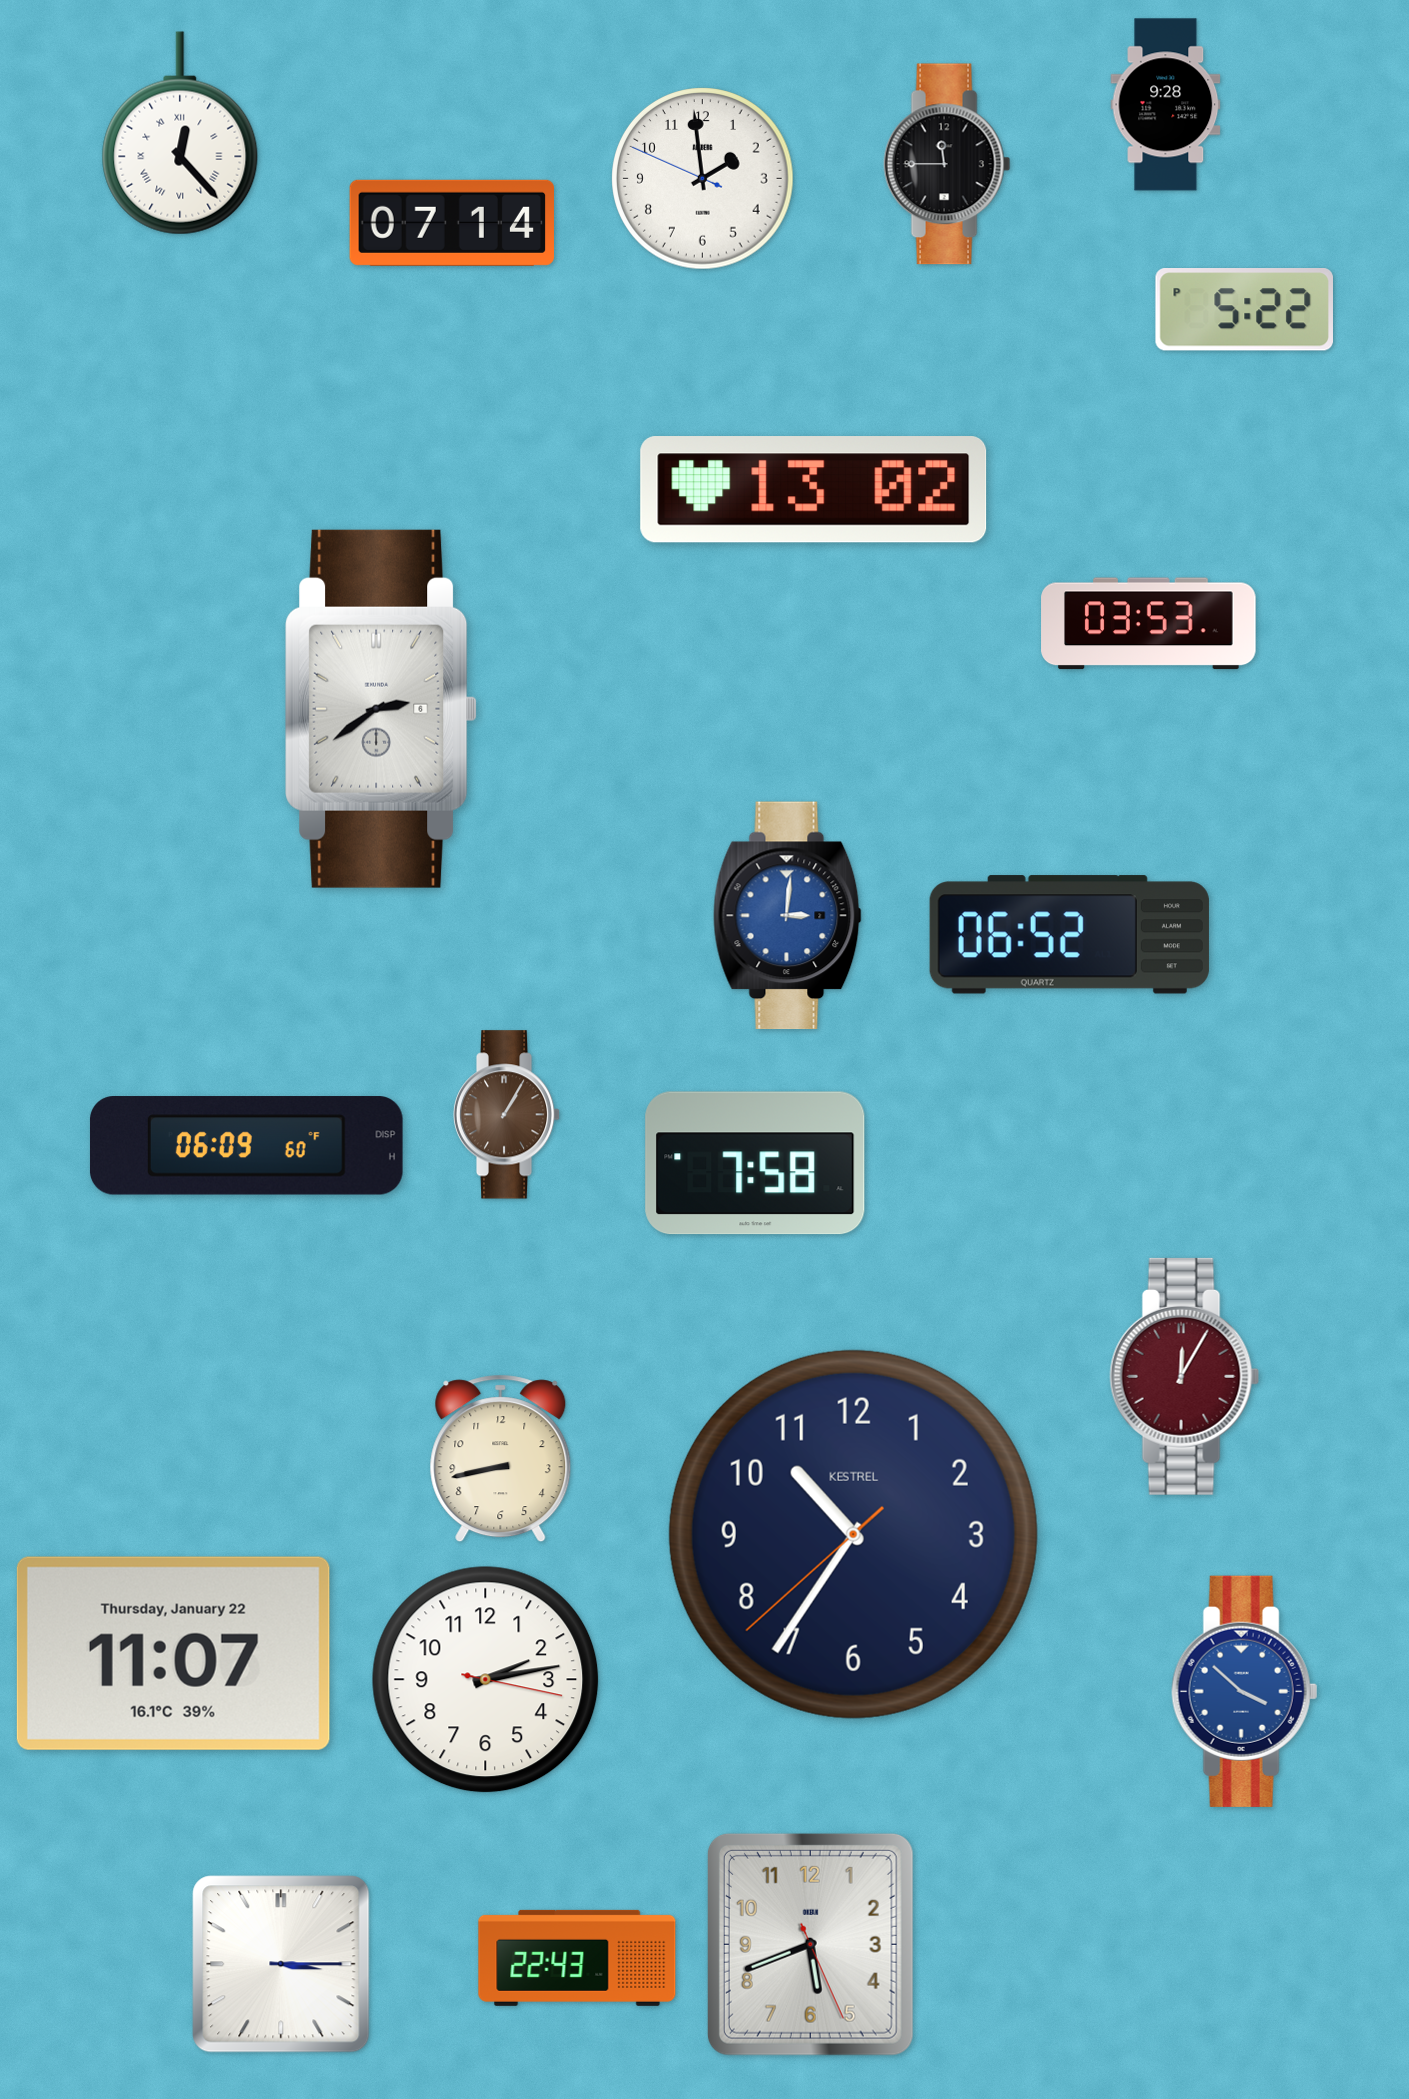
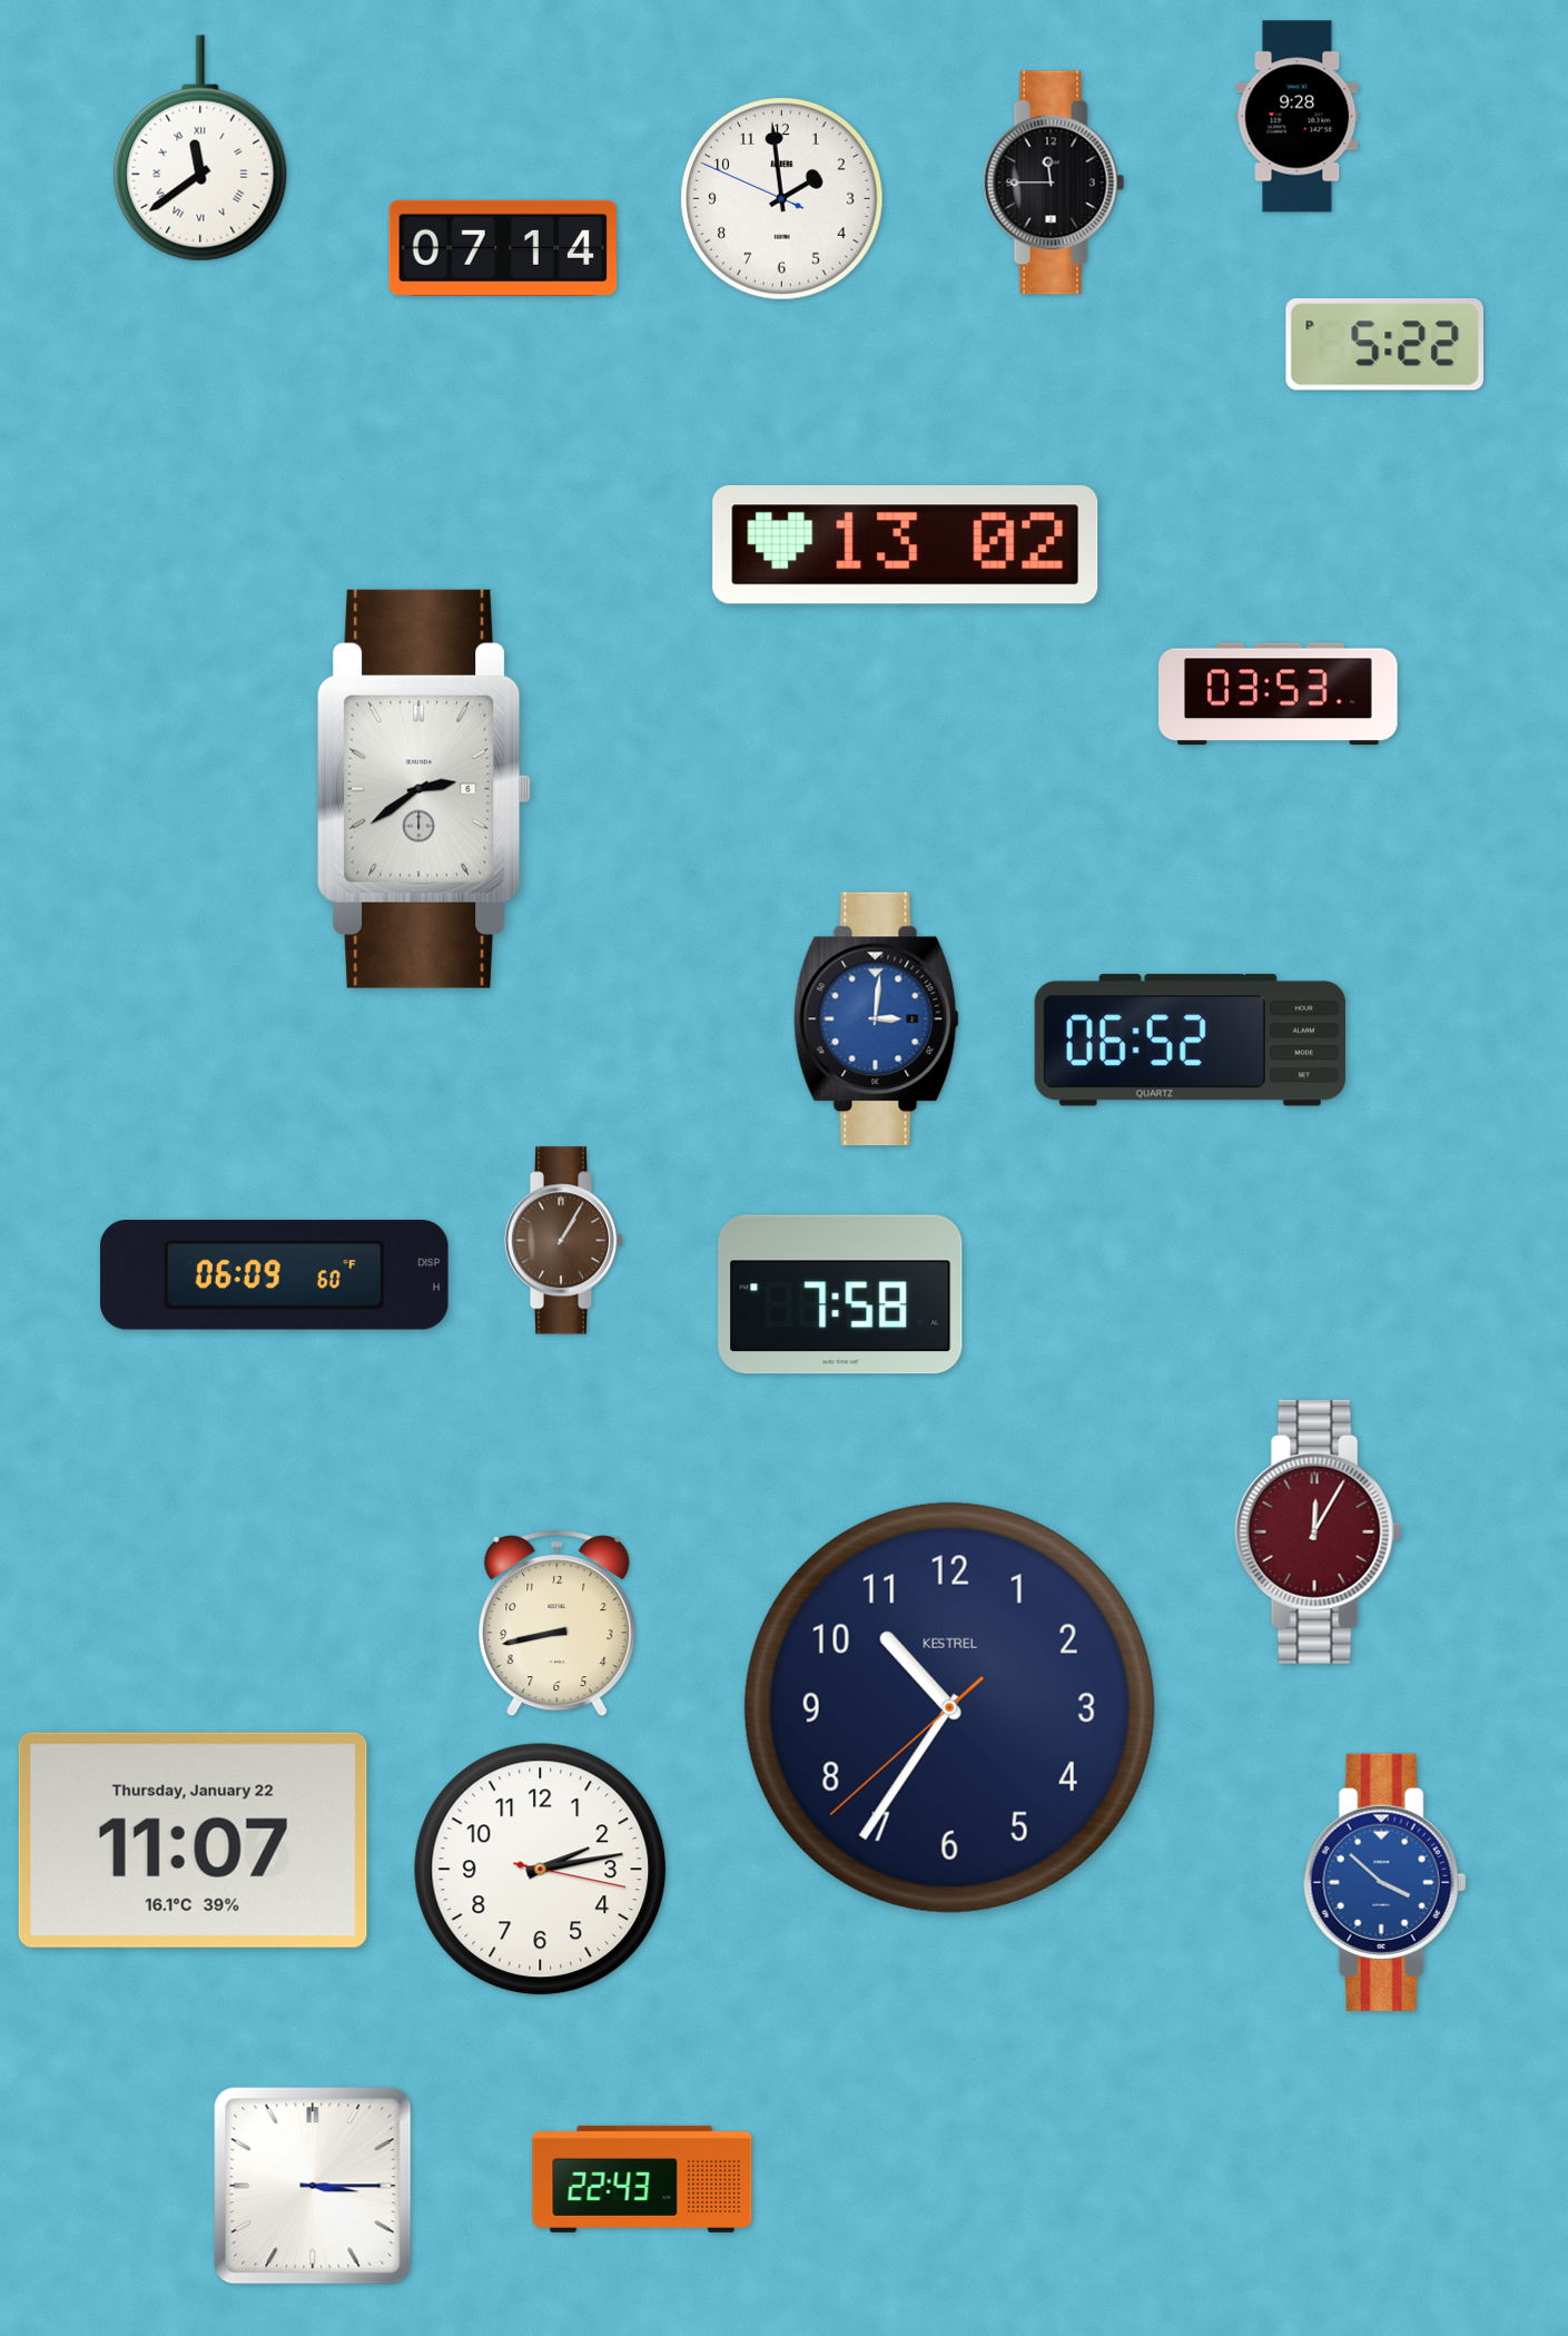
clock at (180, 133): 12:23 -> 11:39
clock at (810, 1944): 5:41 -> none
